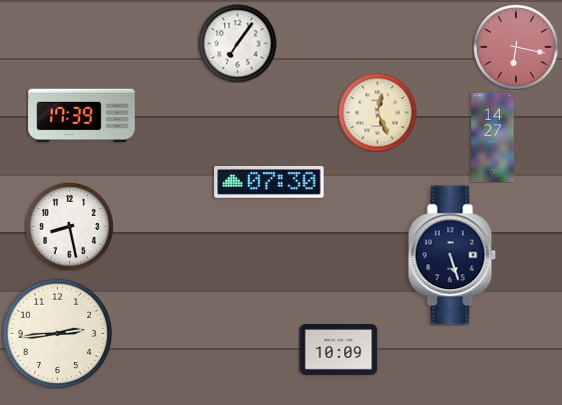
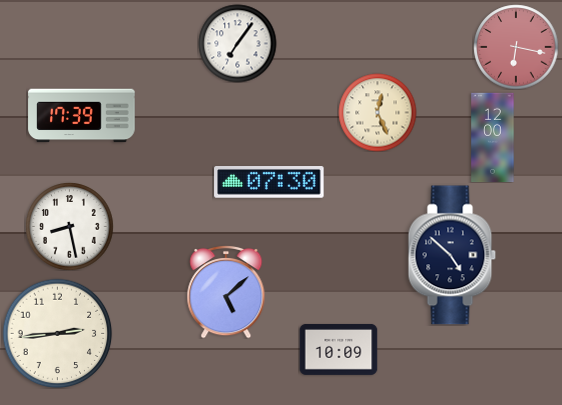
clock at (493, 137): 14:27 -> 12:00
clock at (452, 255): 5:27 -> 4:52
clock at (226, 292): none -> 5:08
